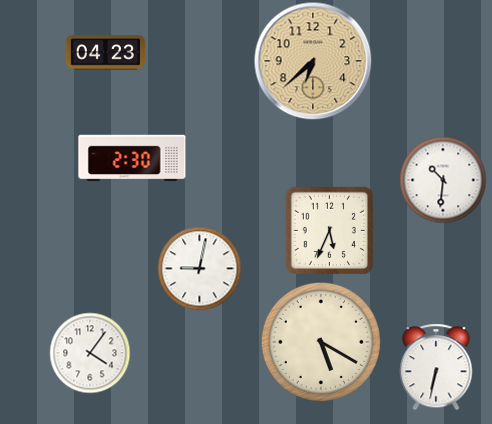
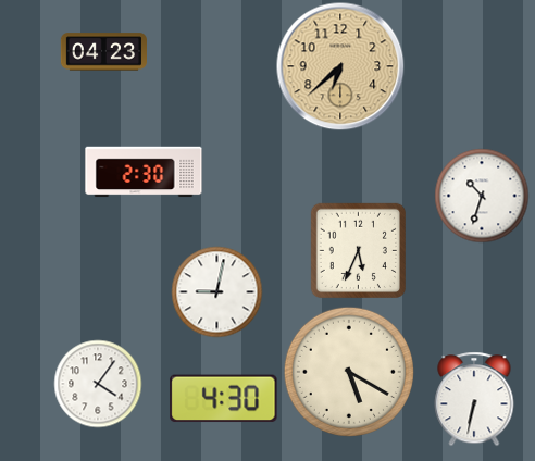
clock at (105, 53) position: (105, 53) -> (103, 52)
clock at (443, 180): 10:31 -> 10:33
clock at (224, 399): none -> 4:30
